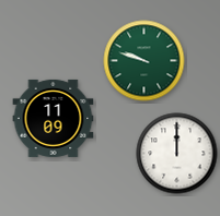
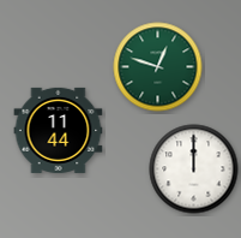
clock at (144, 61): 9:48 -> 12:48
clock at (54, 118): 11:09 -> 11:44
